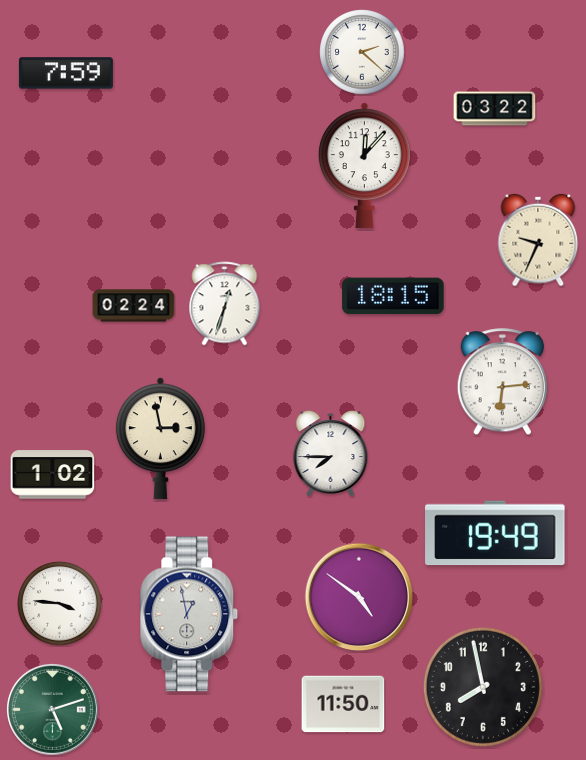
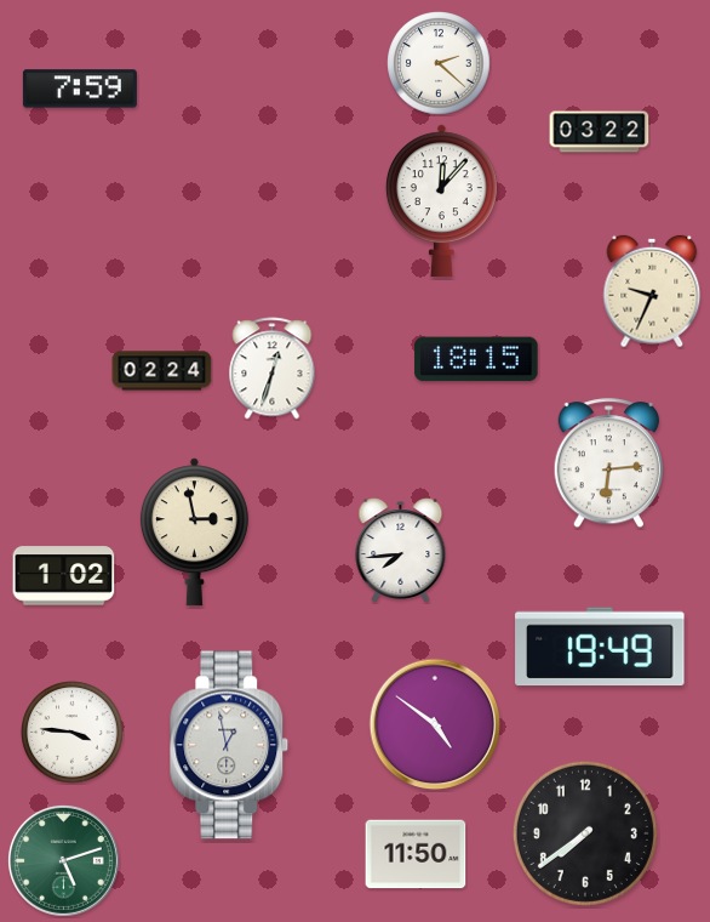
clock at (331, 454): 7:45 -> 7:44
clock at (483, 687): 7:58 -> 7:39
